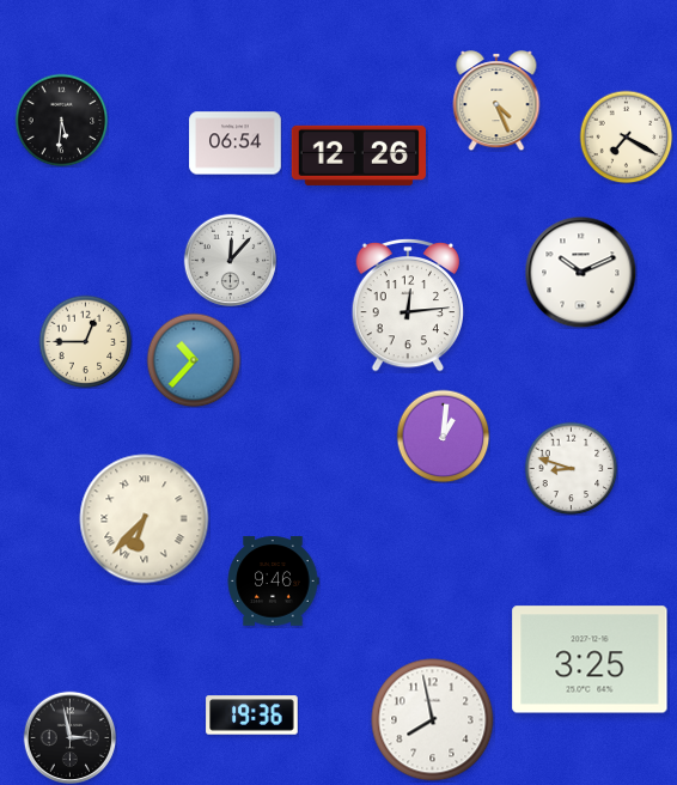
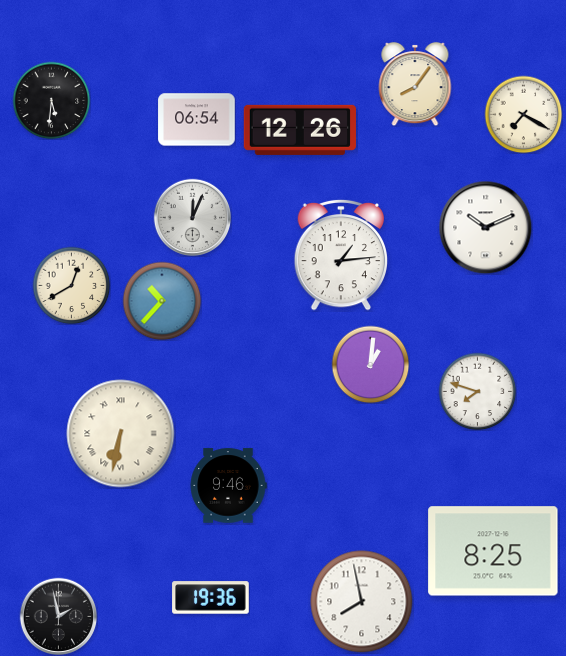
clock at (496, 102): 4:26 -> 8:06
clock at (230, 260): 12:07 -> 12:04
clock at (408, 305): 12:14 -> 1:14
clock at (85, 341): 12:45 -> 12:40
clock at (571, 468): 8:48 -> 7:48
clock at (145, 519): 6:37 -> 6:32
clock at (590, 659): 3:25 -> 8:25
clock at (69, 737): 2:58 -> 1:58
